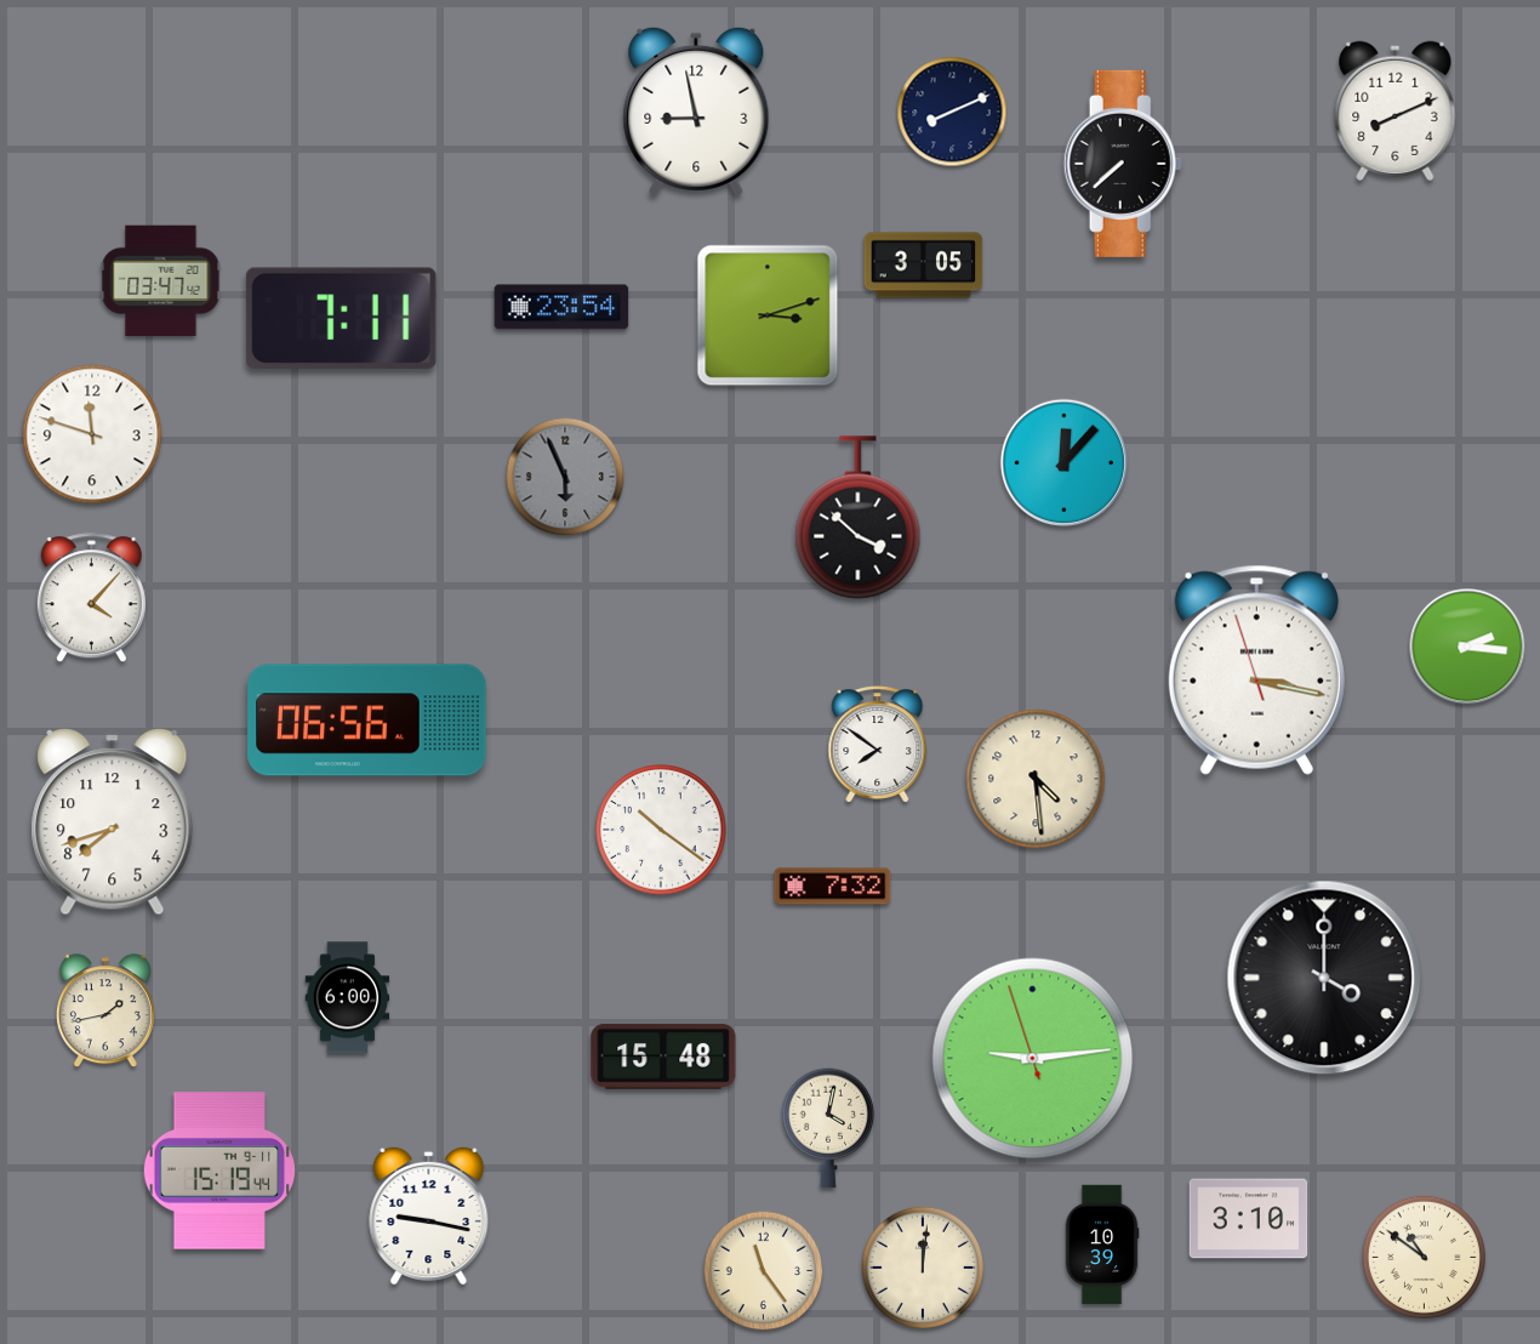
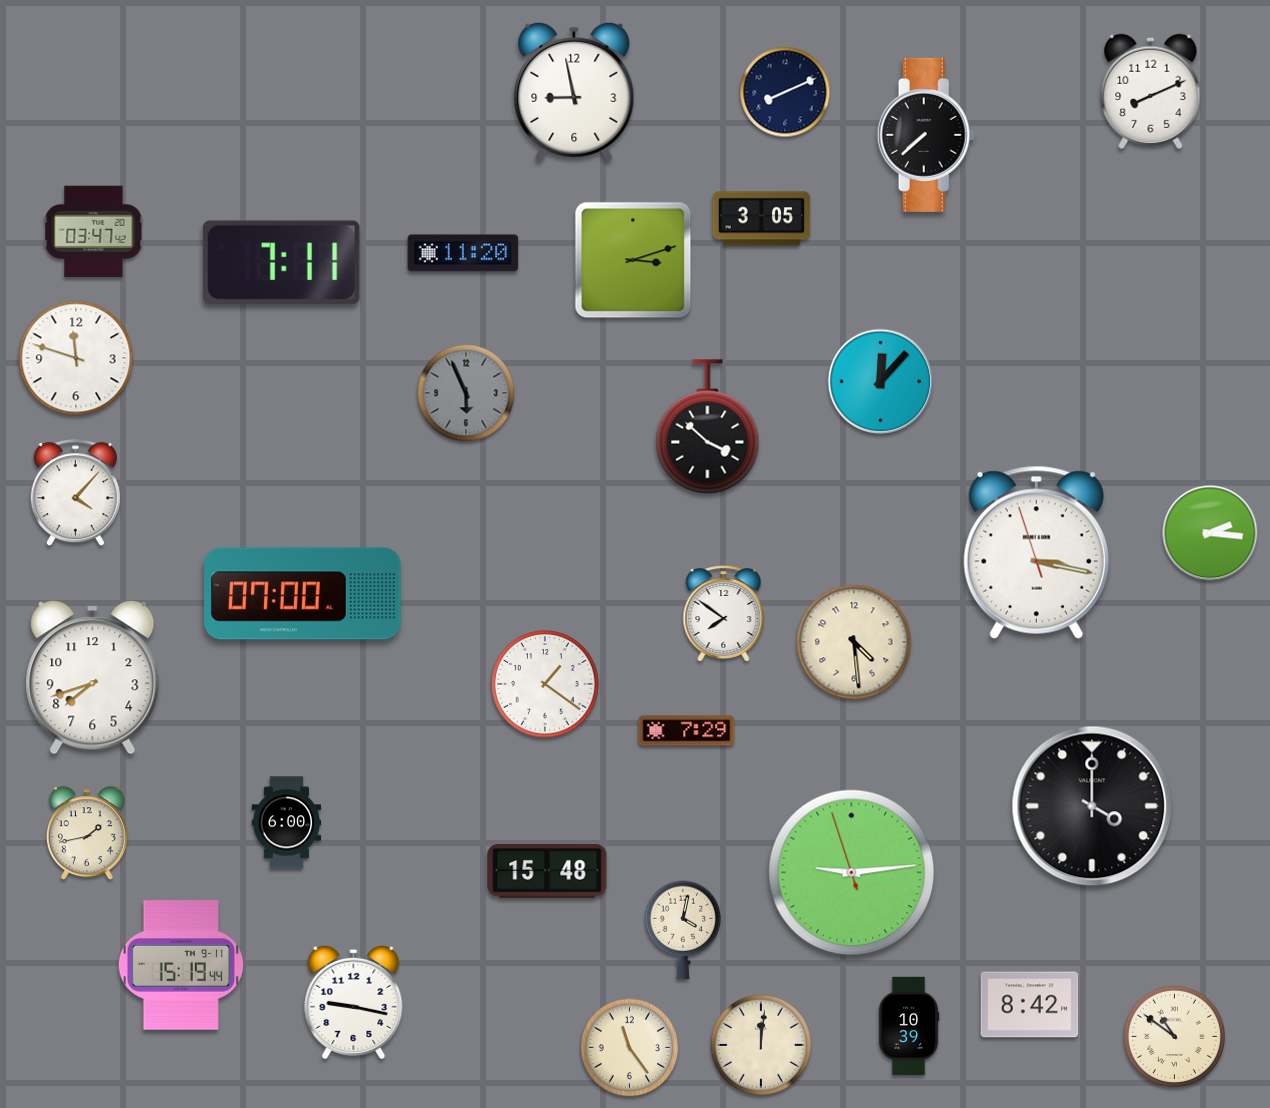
clock at (161, 281) position: (161, 281) -> (94, 232)
clock at (561, 307): 23:54 -> 11:20
clock at (1063, 462) position: (1063, 462) -> (880, 381)
clock at (367, 721): 06:56 -> 07:00
clock at (661, 830): 10:21 -> 1:21
clock at (833, 887): 7:32 -> 7:29
clock at (1249, 1219): 3:10 -> 8:42
